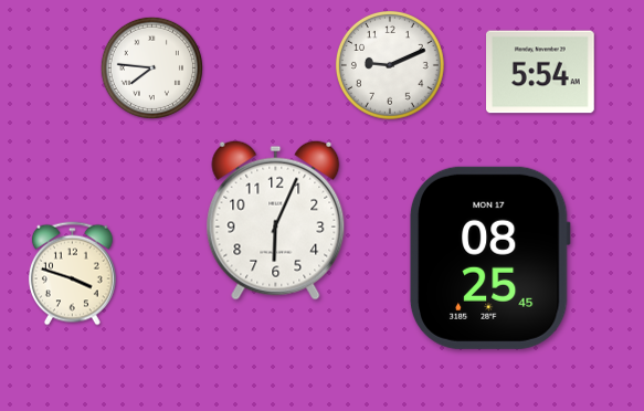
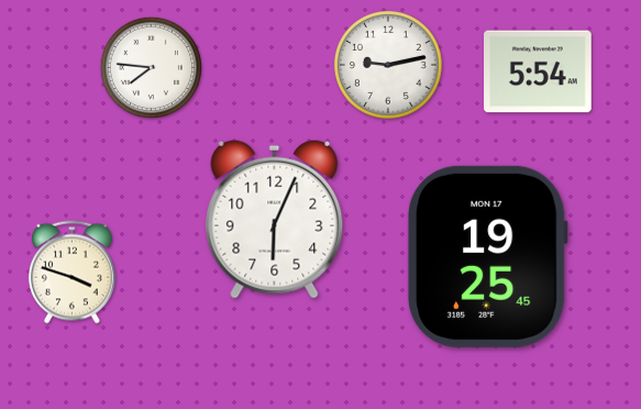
clock at (390, 65): 9:11 -> 9:13
clock at (489, 257): 08:25 -> 19:25
